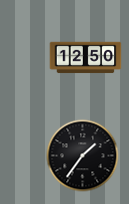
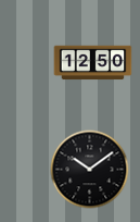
clock at (83, 156): 1:36 -> 10:09
